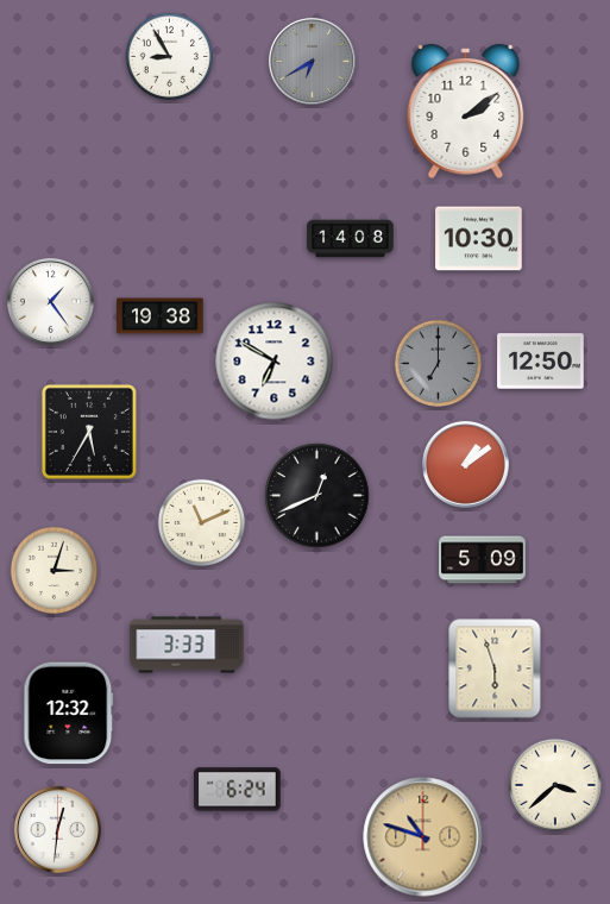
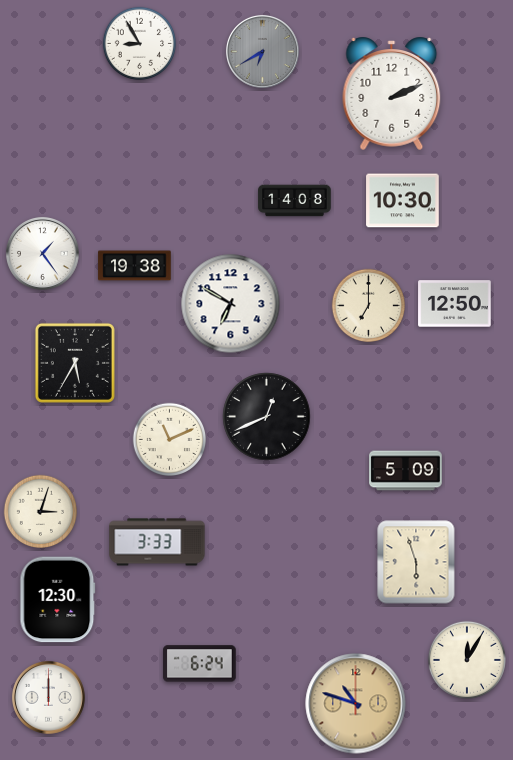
clock at (170, 57) position: (170, 57) -> (140, 44)
clock at (466, 111): 2:09 -> 2:11
clock at (439, 364) dial: grey -> cream
clock at (465, 464): 1:09 -> none
clock at (55, 571) position: (55, 571) -> (41, 512)
clock at (69, 714): 12:32 -> 12:30
clock at (555, 785): 3:38 -> 12:05
clock at (57, 829): 12:31 -> 12:00
